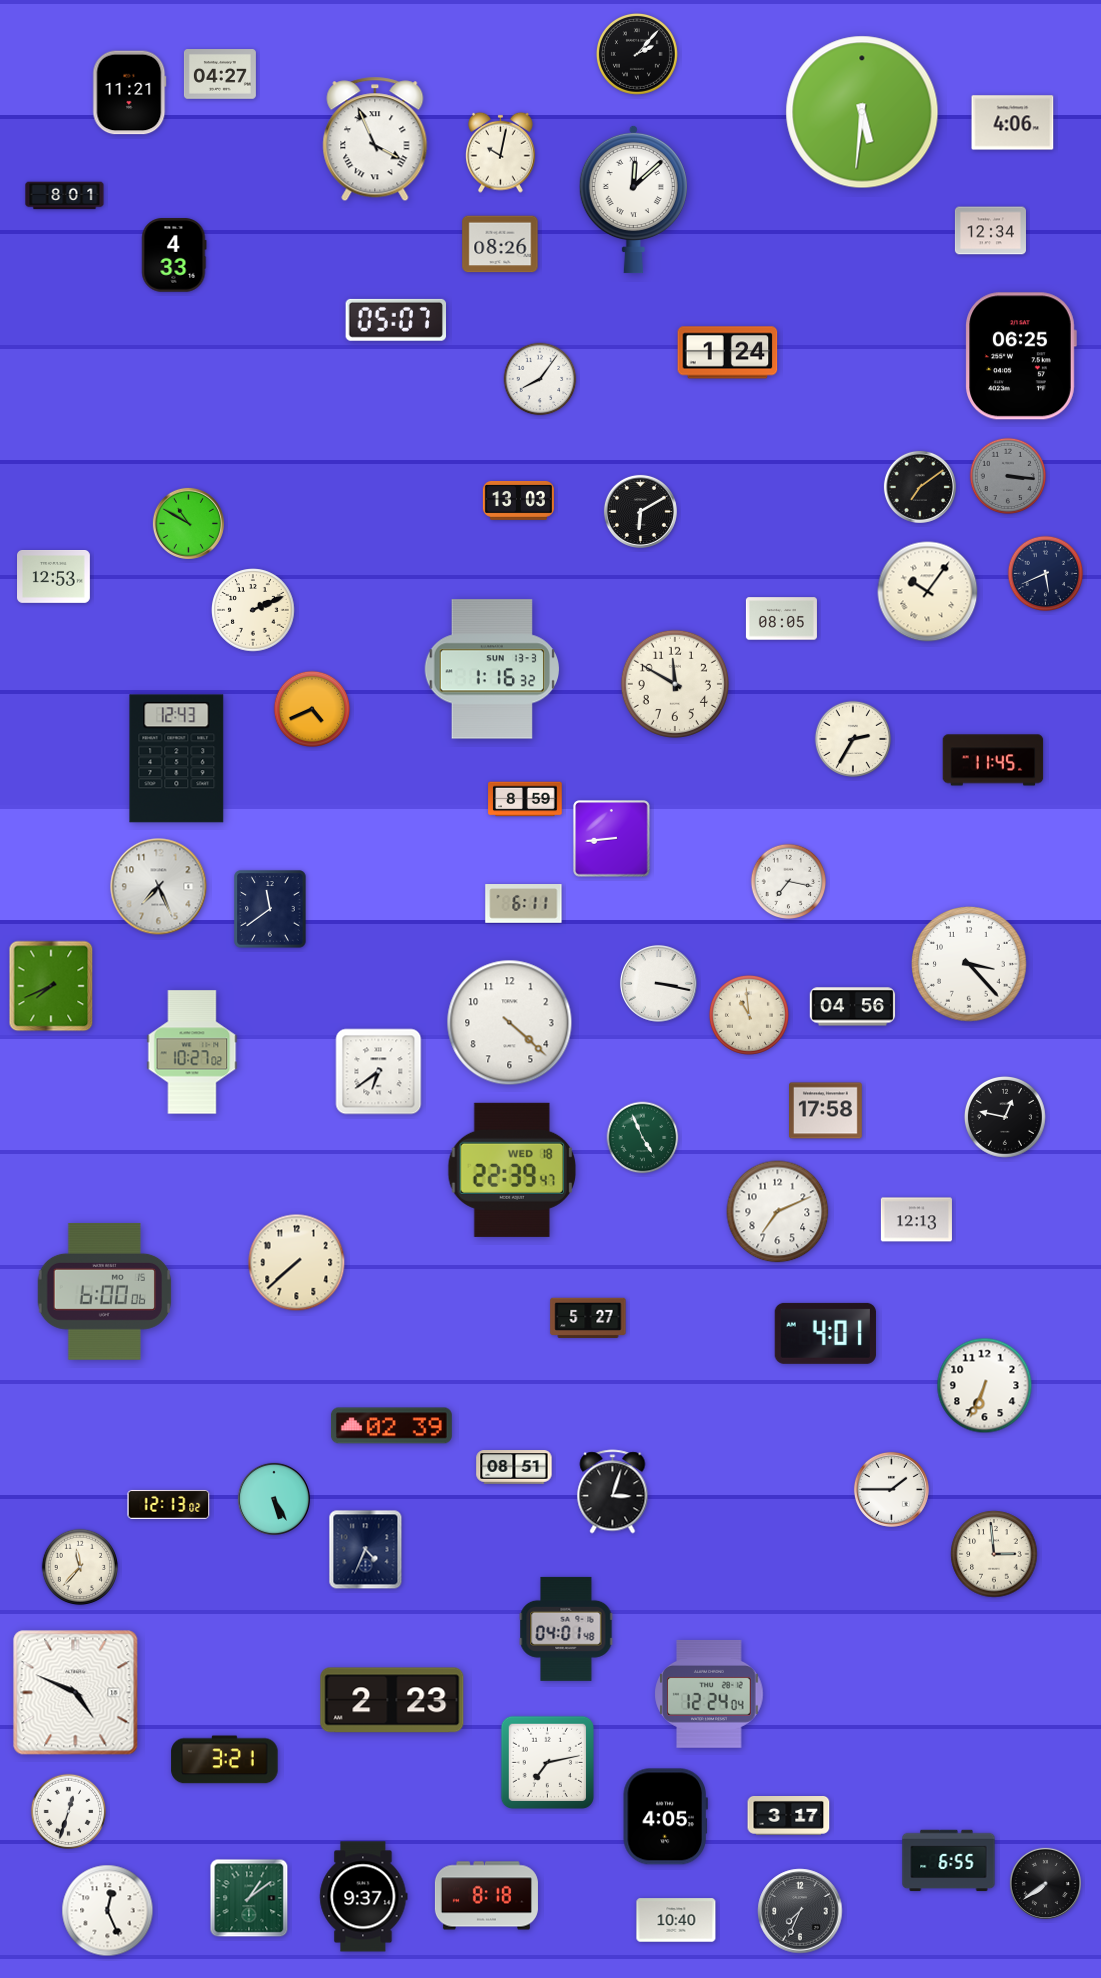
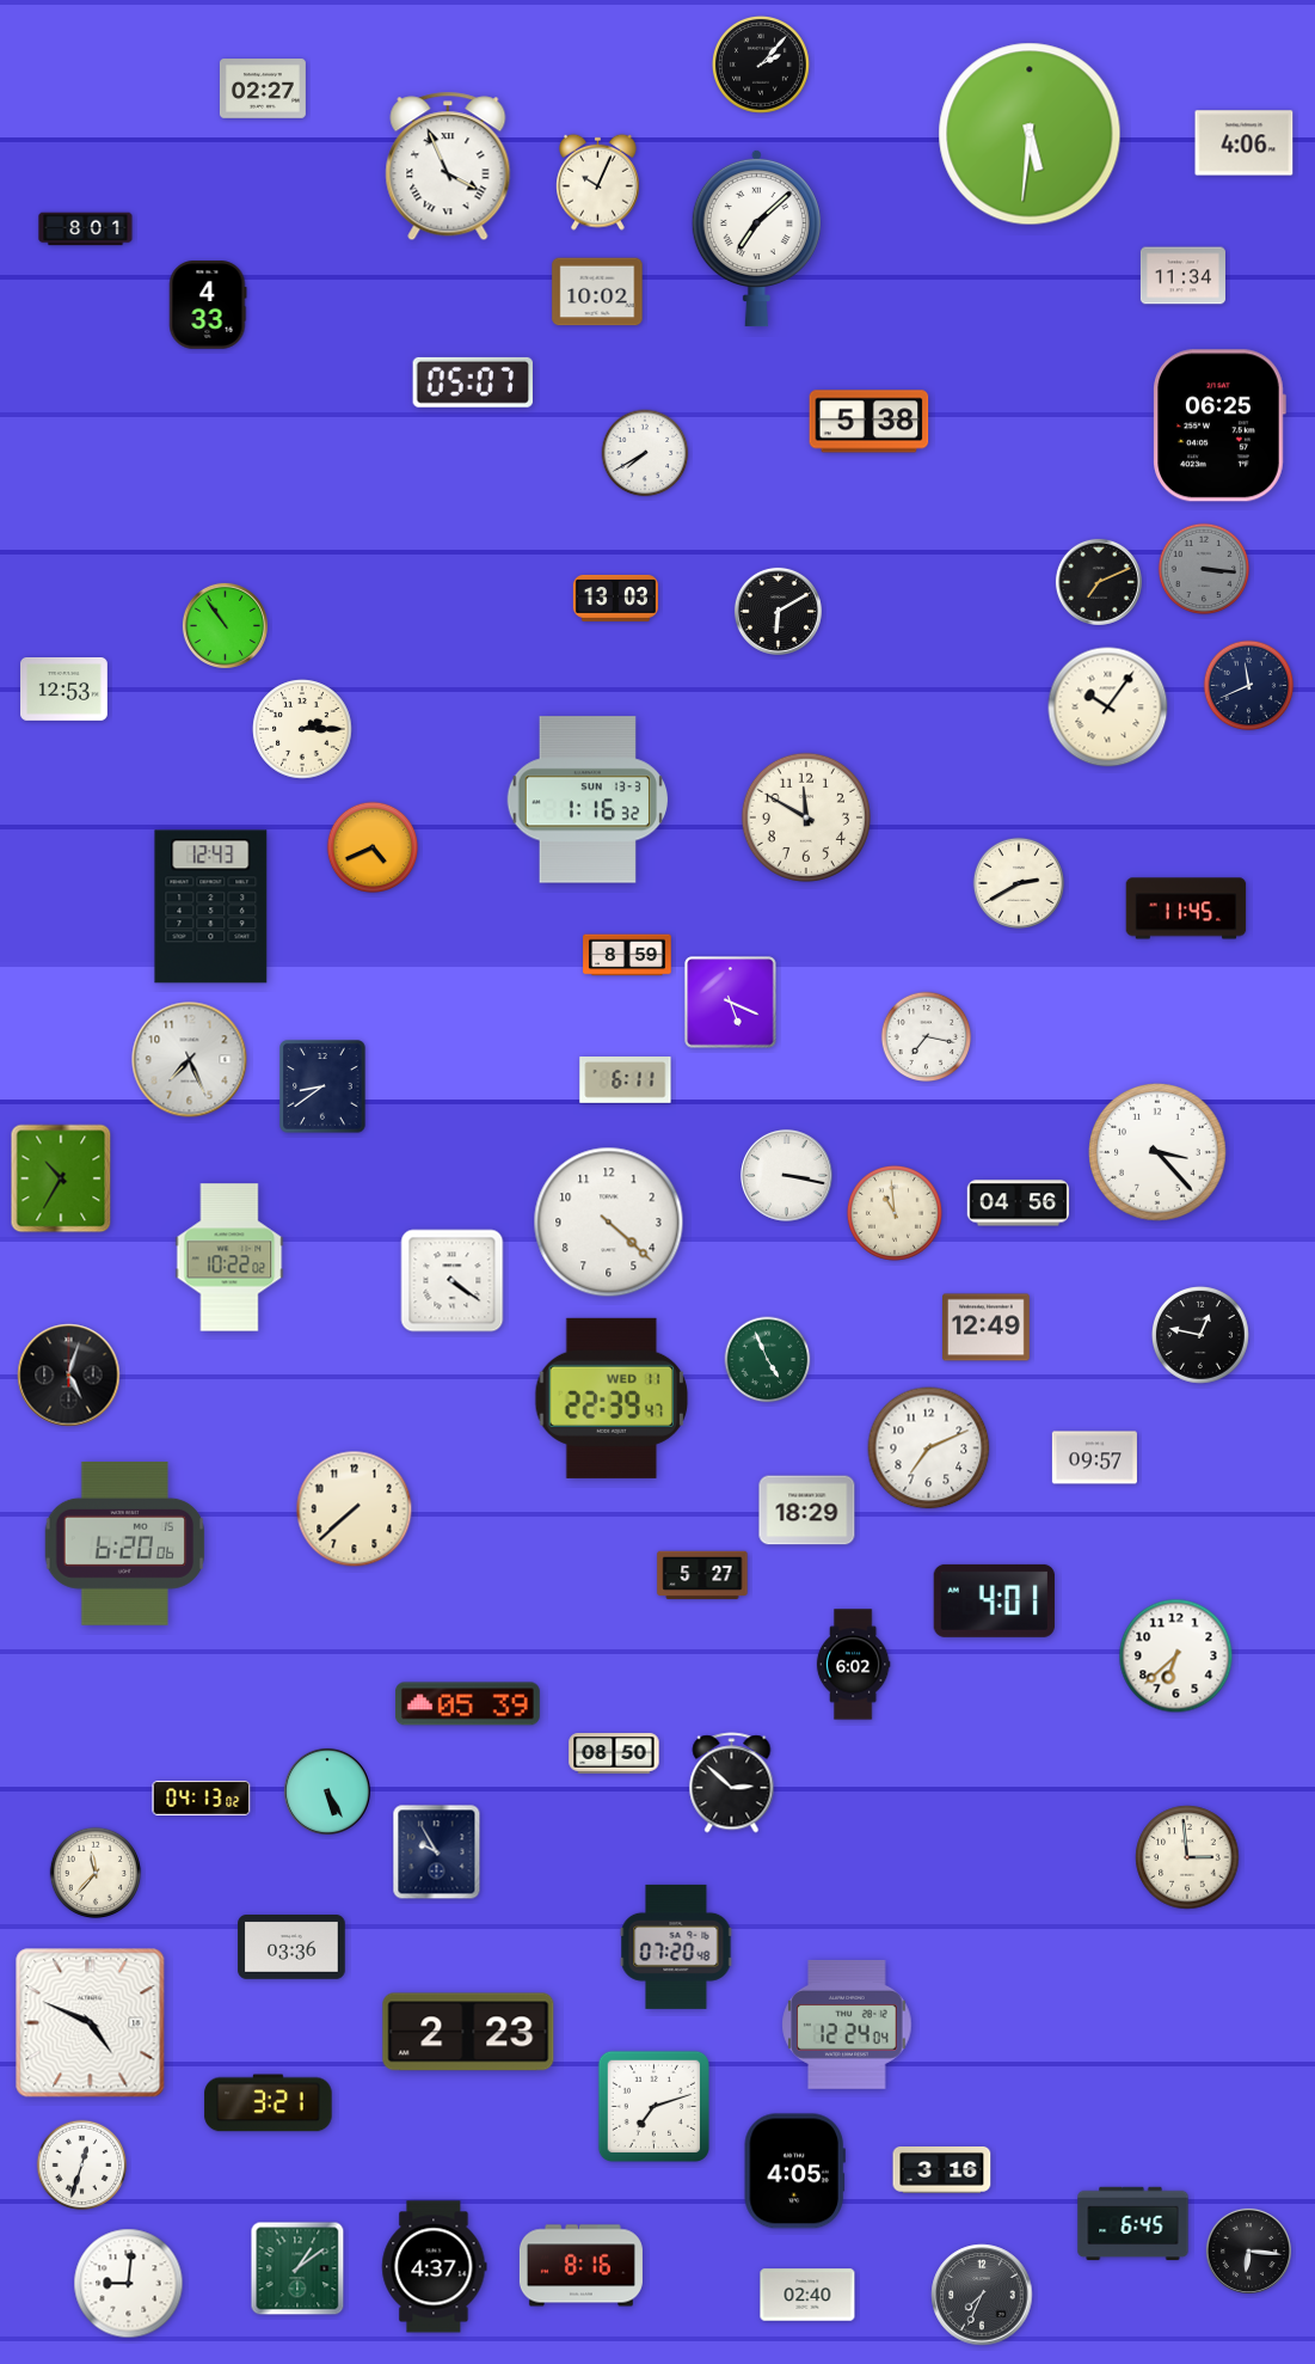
clock at (220, 74): 04:27 -> 02:27
clock at (130, 93): 11:21 -> none
clock at (1013, 123) position: (1013, 123) -> (1245, 143)
clock at (501, 152): 10:02 -> 10:04
clock at (65, 196) position: (65, 196) -> (86, 229)
clock at (633, 199): 12:08 -> 7:08
clock at (990, 231): 12:34 -> 11:34
clock at (500, 244): 08:26 -> 10:02
clock at (728, 353): 1:24 -> 5:38
clock at (540, 379): 8:06 -> 7:40
clock at (920, 487): 7:09 -> 7:11
clock at (518, 500) position: (518, 500) -> (615, 598)
clock at (640, 511) position: (640, 511) -> (778, 611)
clock at (188, 523): 10:50 -> 10:54
clock at (1046, 574): 5:41 -> 11:41
clock at (253, 610): 2:11 -> 2:15
clock at (781, 619): 08:05 -> none
clock at (853, 739): 2:35 -> 2:40
clock at (612, 839): 8:44 -> 5:19
clock at (789, 882) position: (789, 882) -> (927, 1037)
clock at (270, 909): 11:39 -> 8:39
clock at (51, 986): 7:41 -> 10:35
clock at (192, 1052): 10:27 -> 10:22
clock at (379, 1072): 6:39 -> 4:21
clock at (826, 1111): 17:58 -> 12:49
clock at (69, 1376): none -> 5:03
clock at (512, 1170) date: WED 18 -> WED 11
clock at (916, 1220): 12:13 -> 09:57
clock at (807, 1511): none -> 18:29
clock at (105, 1291): 6:00 -> 6:20
clock at (825, 1333) position: (825, 1333) -> (994, 1600)
clock at (985, 1386): 6:34 -> 6:38
clock at (853, 1665): none -> 6:02
clock at (391, 1426): 02:39 -> 05:39
clock at (514, 1467): 08:51 -> 08:50
clock at (891, 1489): 1:45 -> none
clock at (613, 1492): 3:03 -> 2:52
clock at (169, 1504): 12:13 -> 04:13
clock at (366, 1550): 4:34 -> 9:55
clock at (566, 1629): 04:01 -> 07:20
clock at (291, 1948): none -> 03:36
clock at (547, 1762): 7:13 -> 7:12
clock at (789, 1816): 3:17 -> 3:16
clock at (949, 1861): 6:55 -> 6:45
clock at (1045, 1883): 7:39 -> 6:16
clock at (486, 1896): 8:18 -> 8:16
clock at (364, 1897): 9:37 -> 4:37
clock at (108, 1911): 12:26 -> 9:01
clock at (800, 1911) position: (800, 1911) -> (982, 2295)
clock at (676, 1920): 10:40 -> 02:40
